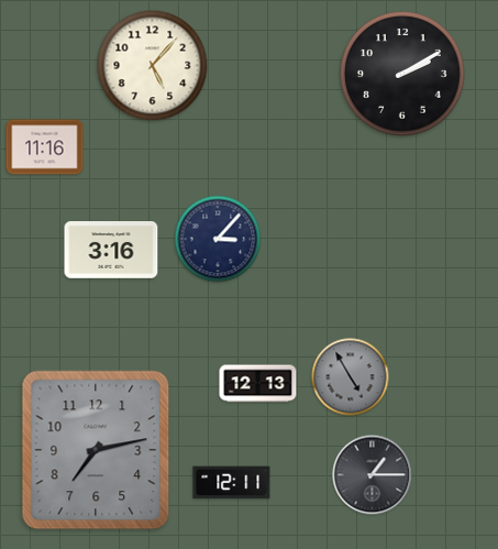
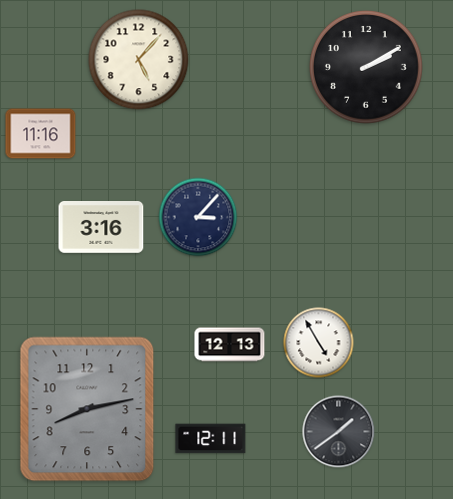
clock at (351, 377) dial: grey -> white
clock at (258, 384) position: (258, 384) -> (230, 345)
clock at (96, 450): 7:13 -> 8:13
clock at (373, 475): 1:15 -> 1:39
